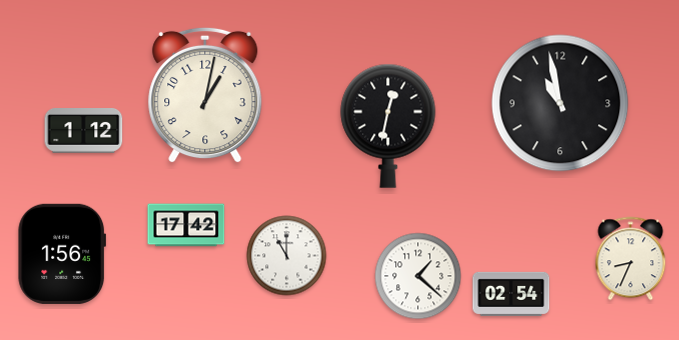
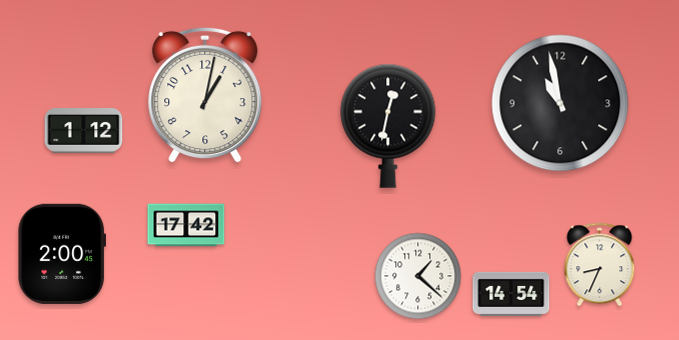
clock at (62, 254): 1:56 -> 2:00
clock at (287, 256): 11:00 -> none
clock at (631, 259) position: (631, 259) -> (600, 265)
clock at (511, 294): 02:54 -> 14:54
